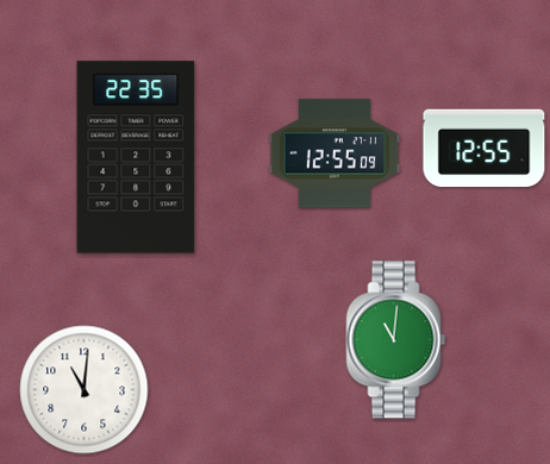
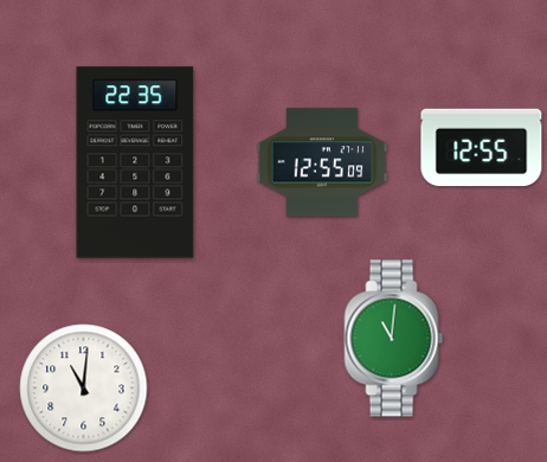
clock at (335, 153) position: (335, 153) -> (322, 162)
clock at (136, 157) position: (136, 157) -> (135, 162)
